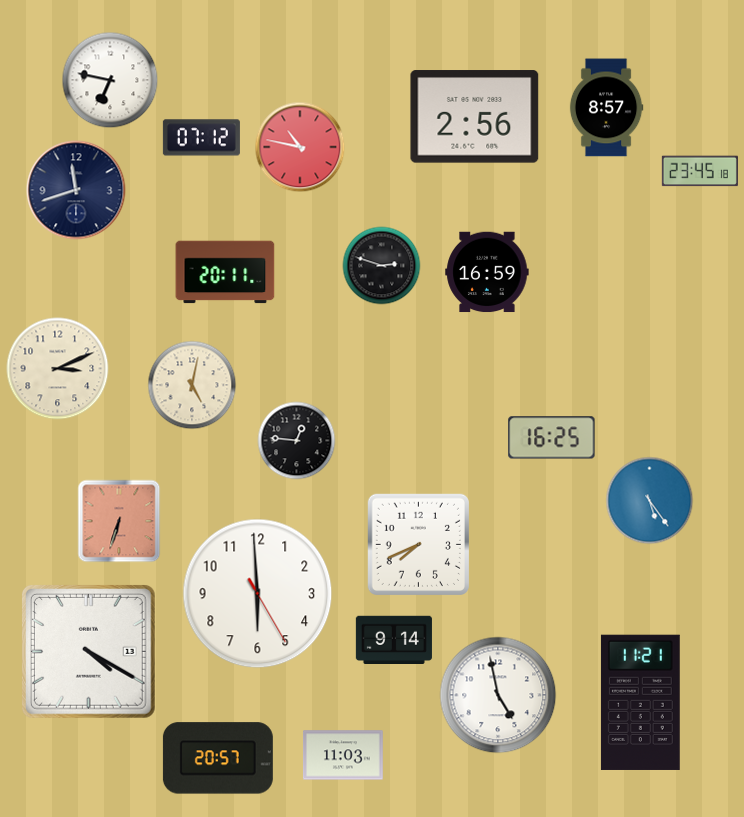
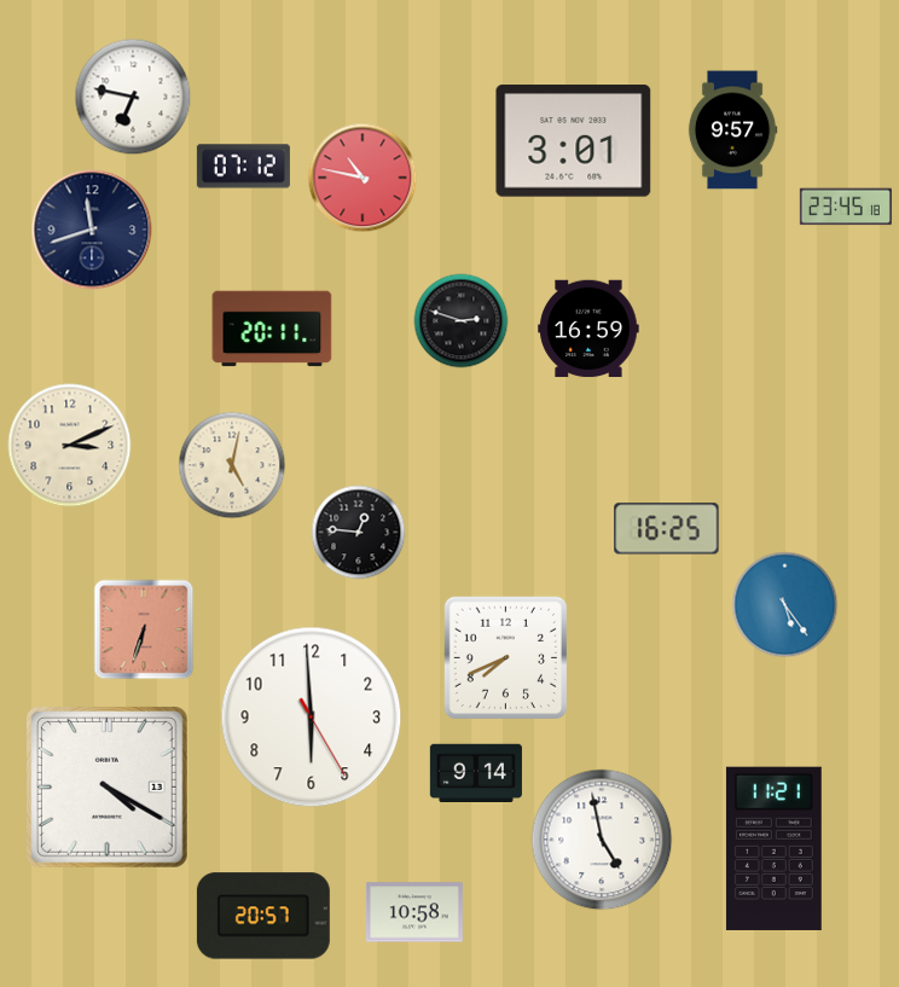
clock at (606, 108): 8:57 -> 9:57
clock at (475, 117): 2:56 -> 3:01
clock at (343, 755): 11:03 -> 10:58
